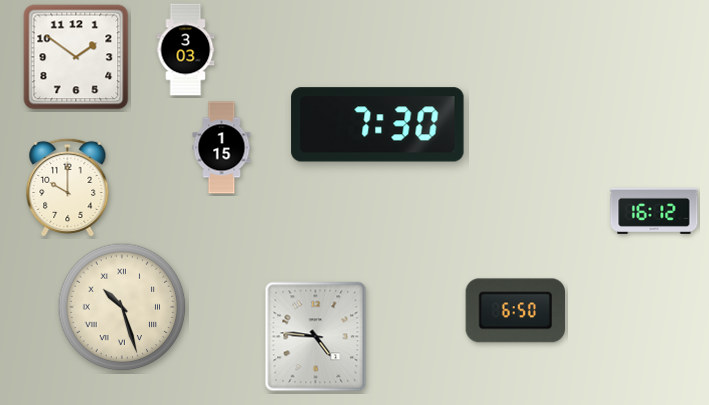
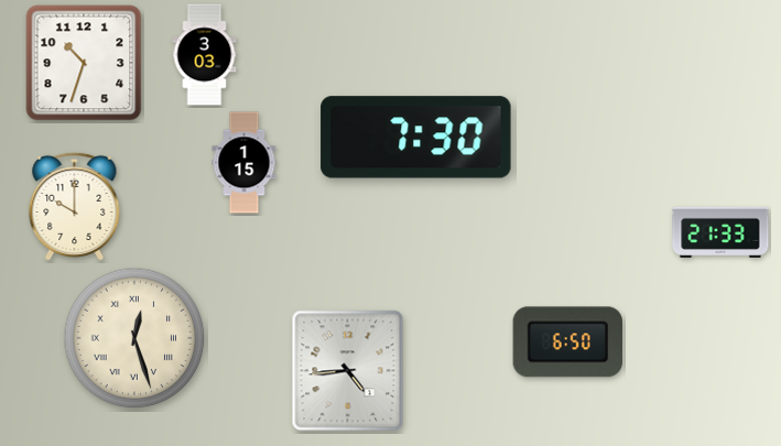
clock at (76, 57): 1:51 -> 10:33
clock at (654, 211): 16:12 -> 21:33
clock at (122, 307): 10:27 -> 12:27
clock at (316, 337): 4:46 -> 4:44
